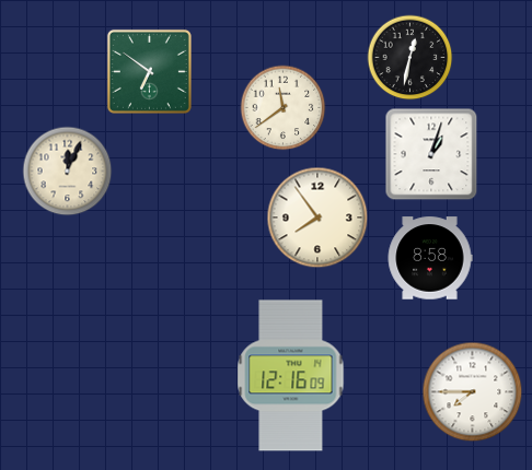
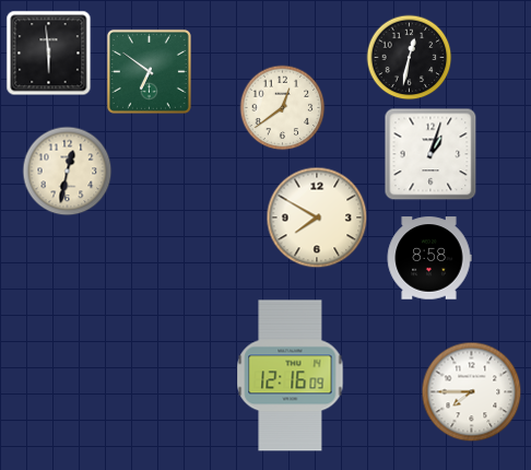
clock at (48, 52): none -> 5:59
clock at (282, 107): 11:39 -> 12:39
clock at (67, 171): 12:04 -> 12:32
clock at (317, 218): 7:54 -> 7:50
